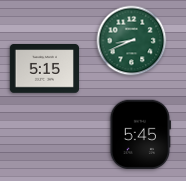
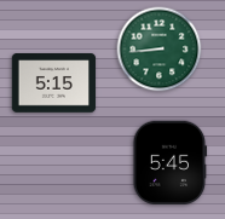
clock at (132, 41): 8:41 -> 8:44
